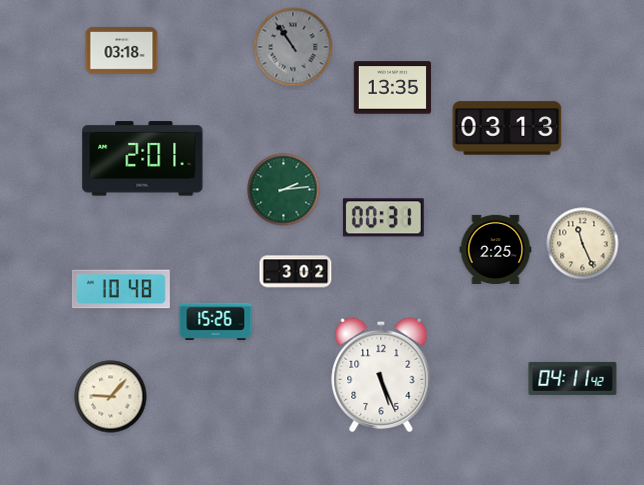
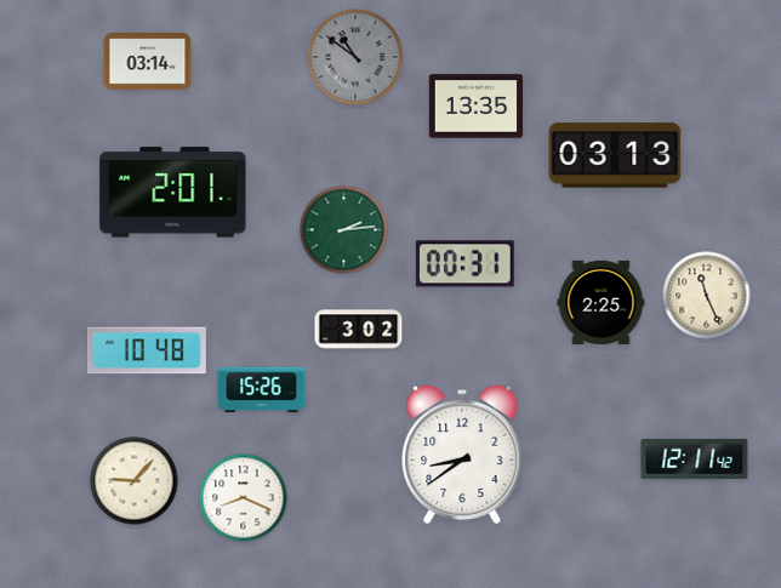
clock at (293, 47): 10:54 -> 10:51
clock at (122, 51): 03:18 -> 03:14
clock at (381, 375): 5:26 -> 8:39
clock at (573, 378): 04:11 -> 12:11
clock at (244, 498): none -> 8:19
